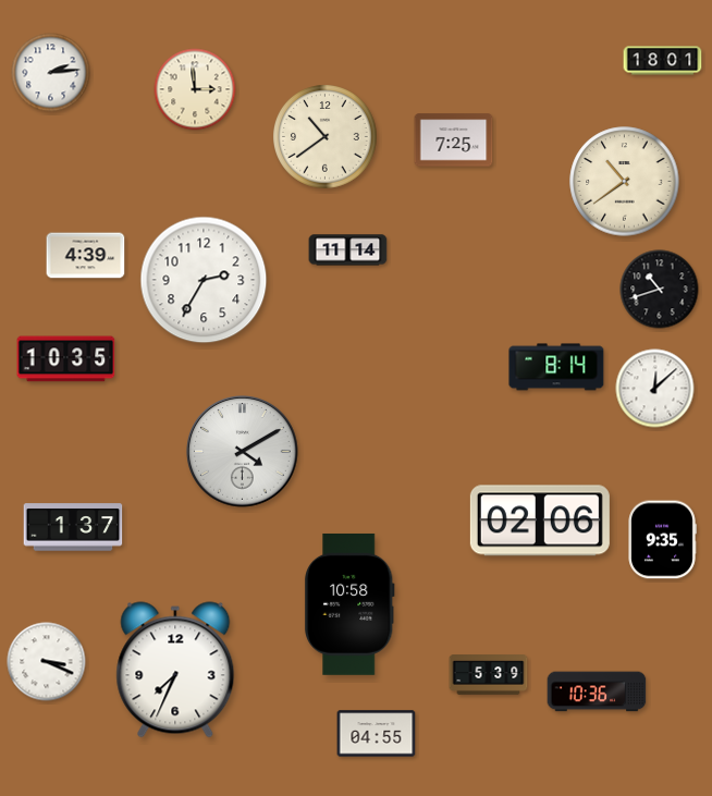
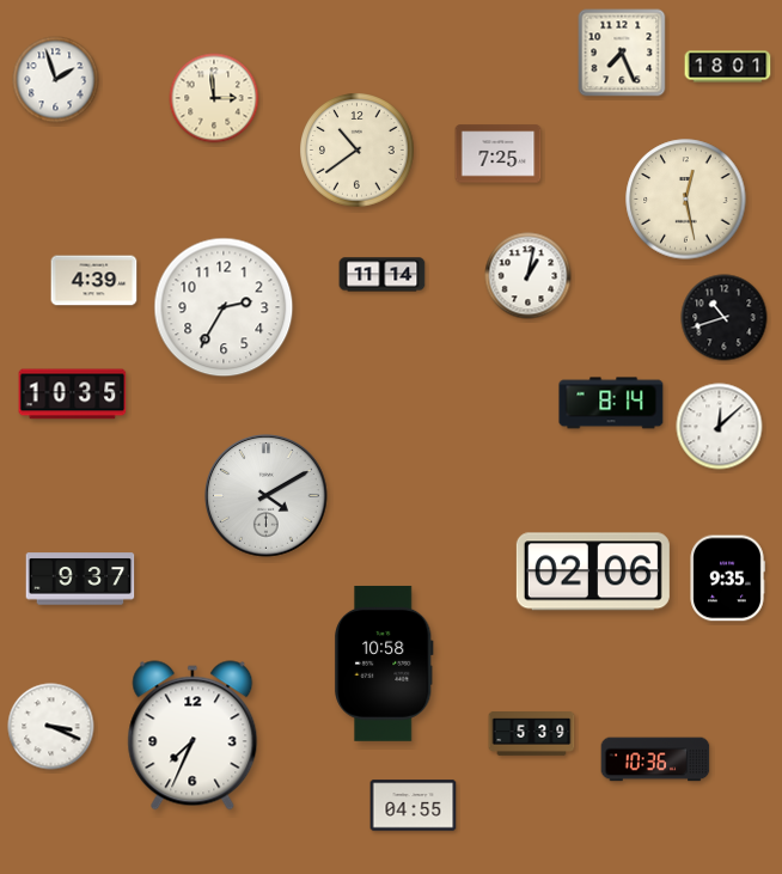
clock at (622, 53): none -> 7:26
clock at (51, 73): 2:14 -> 1:57
clock at (625, 182): 10:39 -> 12:28
clock at (529, 276): none -> 1:02
clock at (73, 527): 1:37 -> 9:37
clock at (662, 540) position: (662, 540) -> (727, 579)
clock at (489, 675) position: (489, 675) -> (532, 734)
